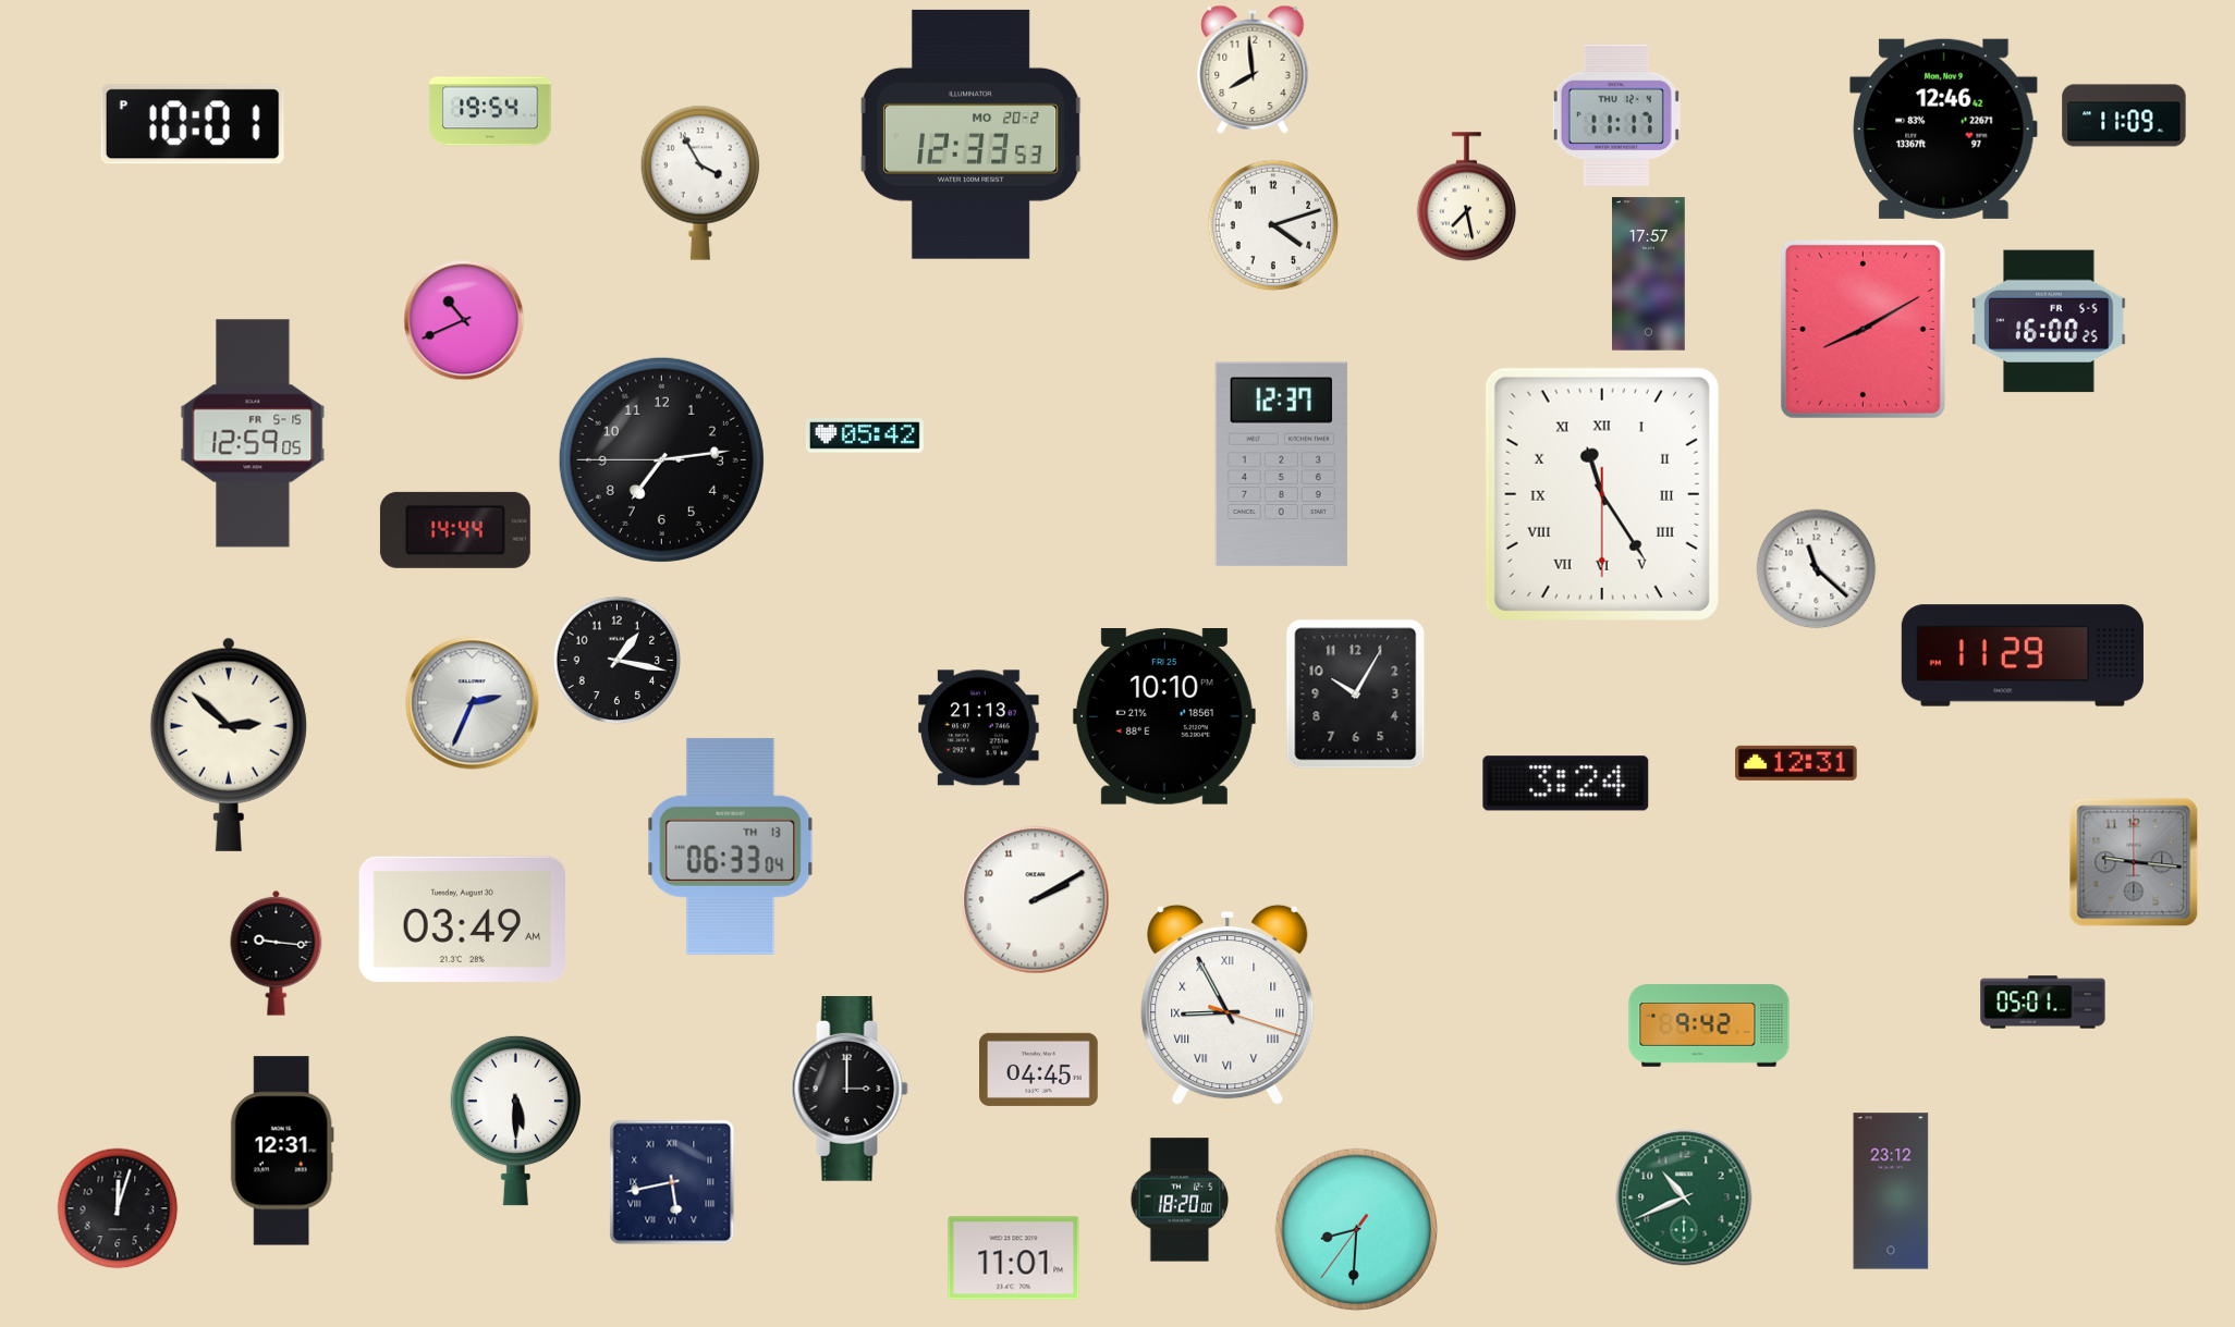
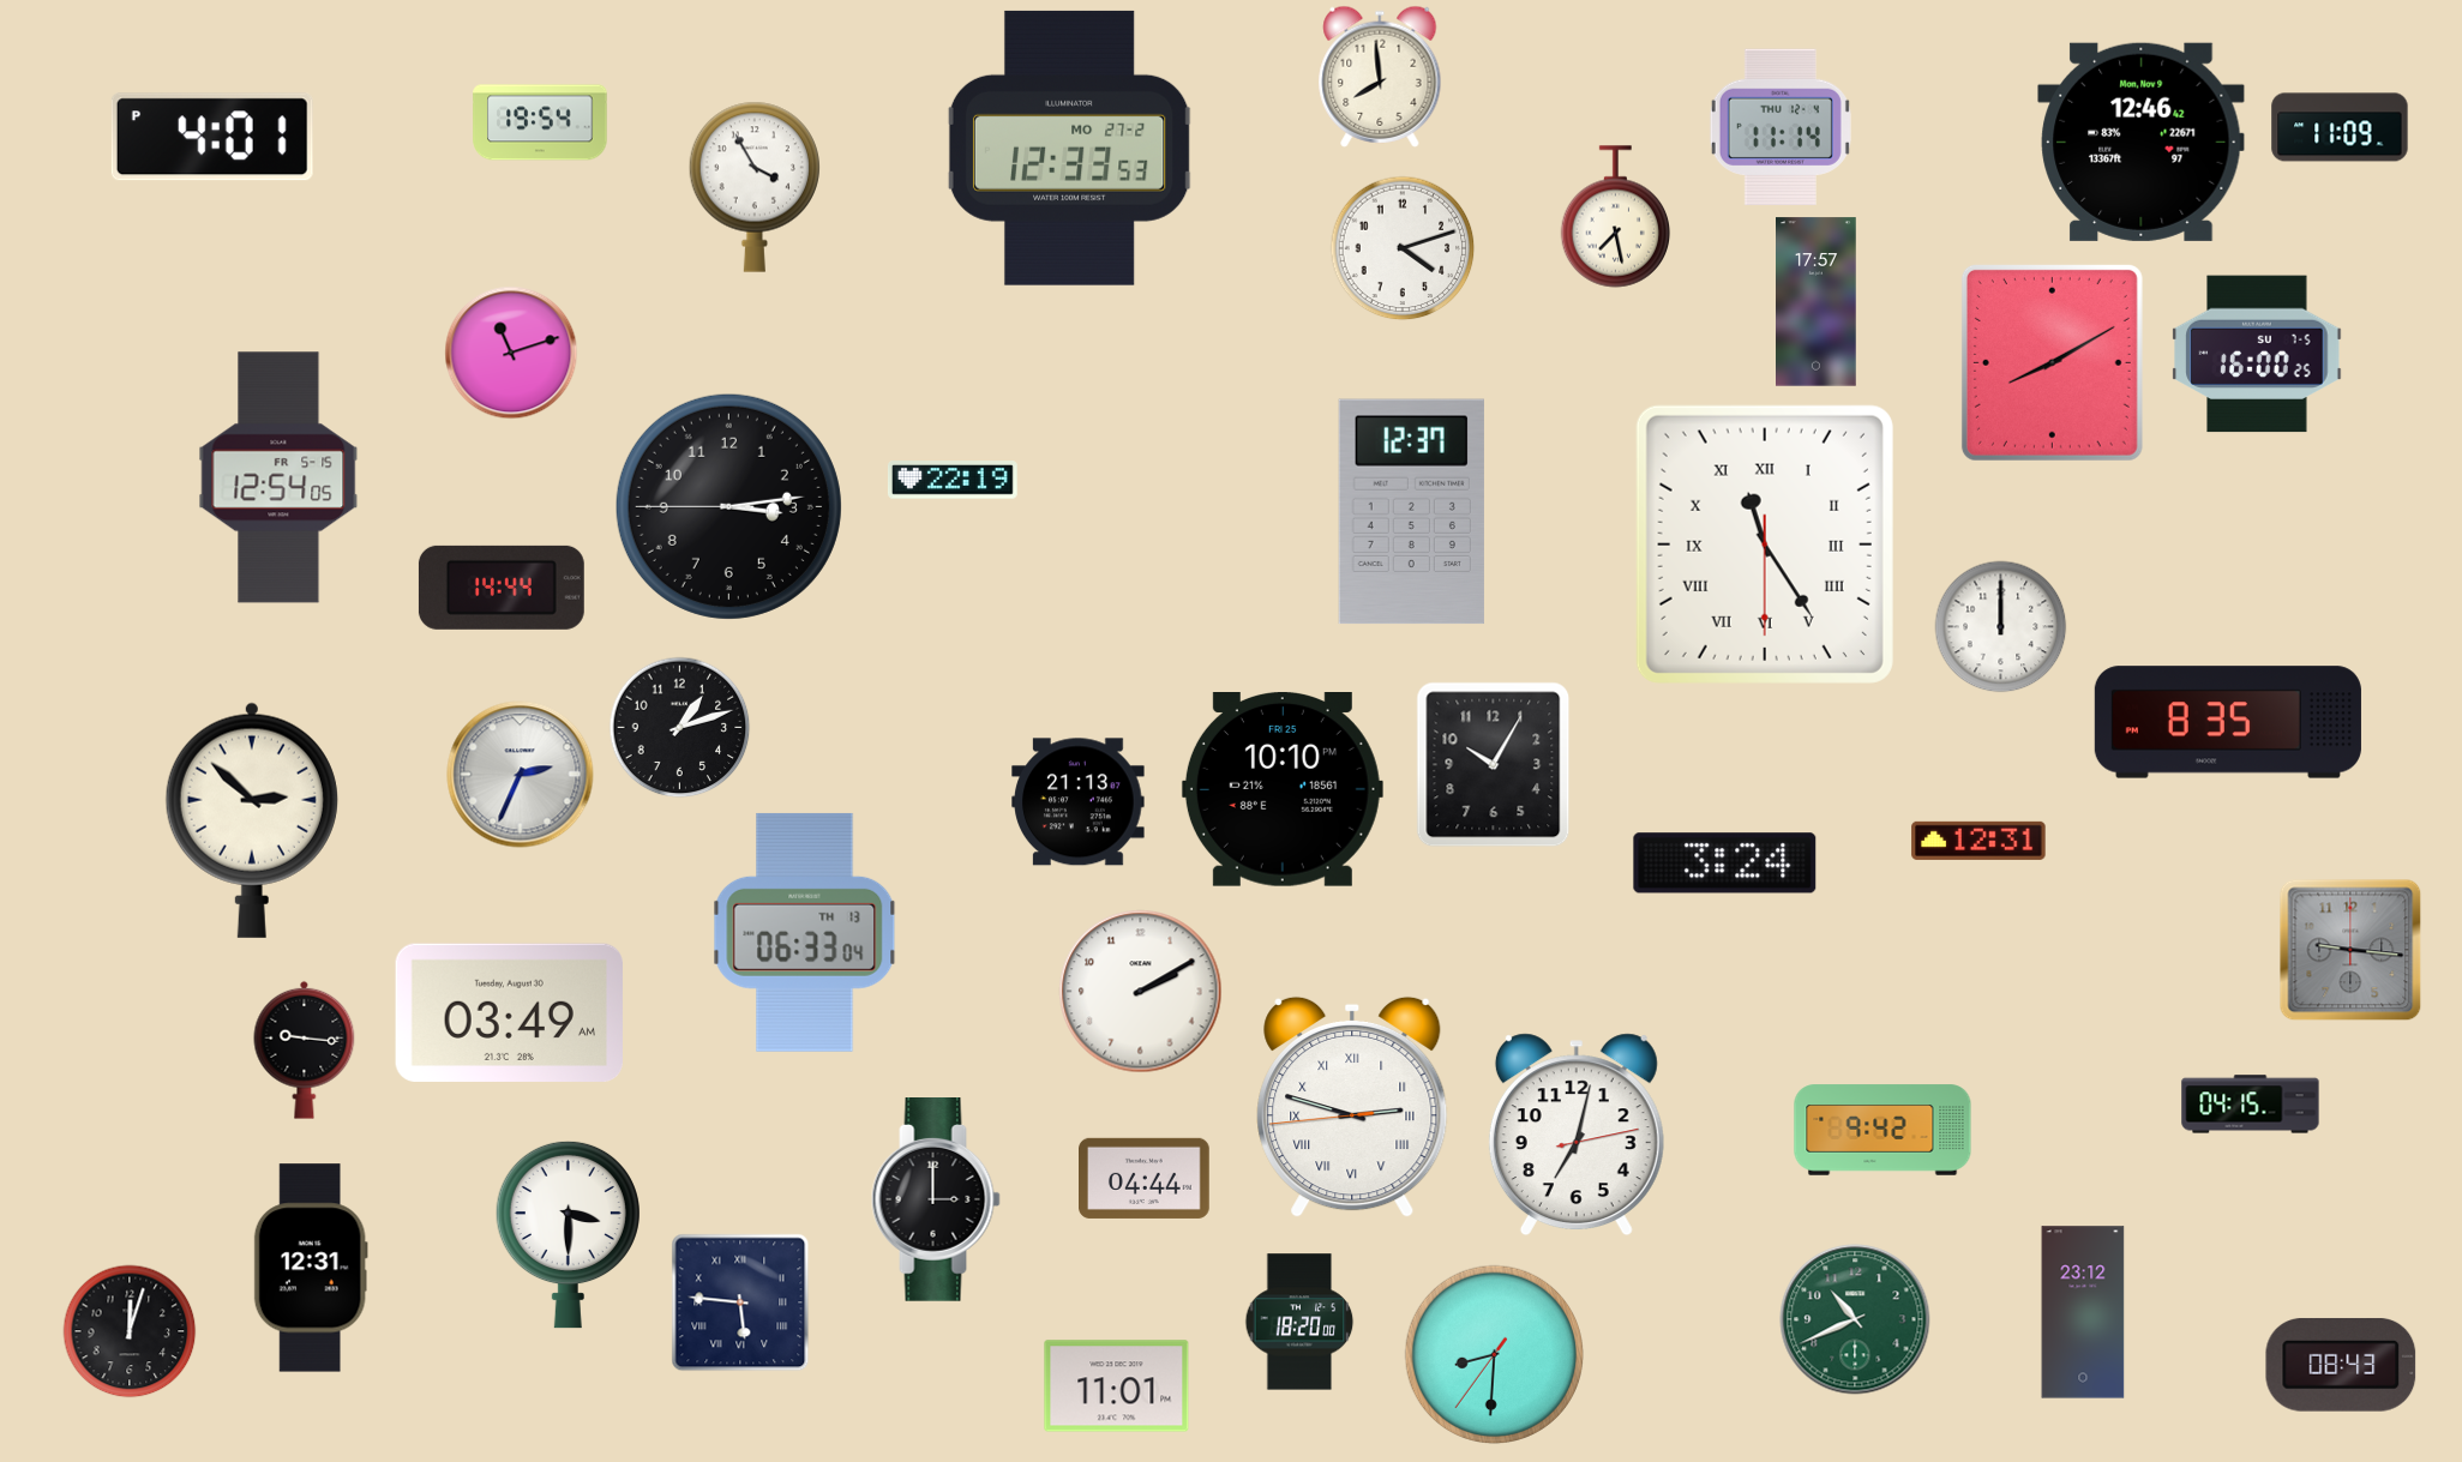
clock at (1616, 114): 11:17 -> 11:14
clock at (193, 124): 10:01 -> 4:01
clock at (970, 134) date: MO 20-2 -> MO 27-2
clock at (699, 183) position: (699, 183) -> (753, 187)
clock at (464, 320): 10:41 -> 11:12
clock at (2049, 321) date: FR 5-5 -> SU 7-5
clock at (253, 433): 12:59 -> 12:54
clock at (865, 435): 05:42 -> 22:19
clock at (661, 459): 7:13 -> 3:13
clock at (455, 530) position: (455, 530) -> (502, 588)
clock at (1817, 569): 11:22 -> 12:00
clock at (2023, 655): 11:29 -> 8:35
clock at (618, 661): 1:17 -> 1:12
clock at (2043, 1003): 05:01 -> 04:15
clock at (1228, 1005): 8:55 -> 2:47
clock at (1577, 1135): none -> 7:02
clock at (1039, 1069): 04:45 -> 04:44
clock at (515, 1120): 5:30 -> 3:30
clock at (672, 1182): 5:43 -> 5:46
clock at (2341, 1365): none -> 08:43
